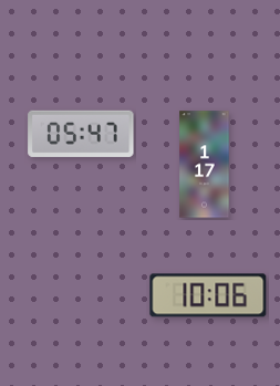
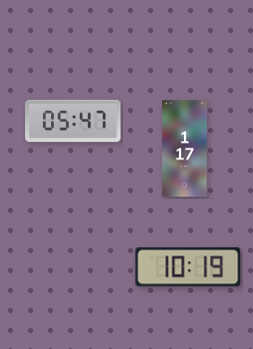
clock at (208, 295): 10:06 -> 10:19
